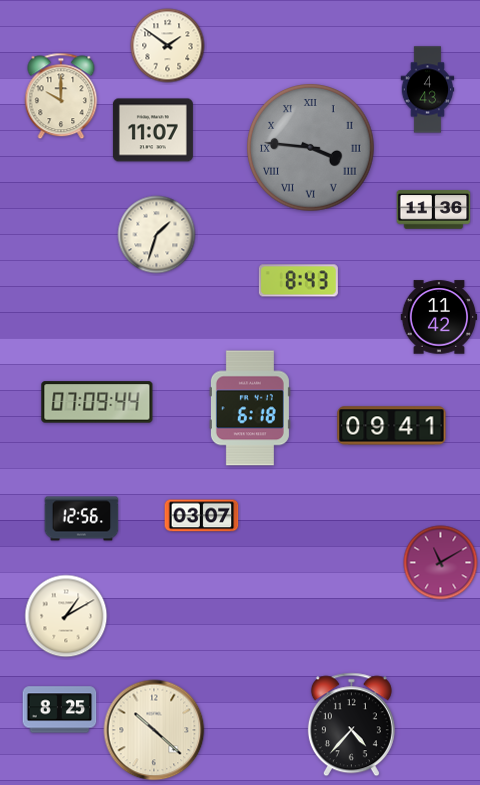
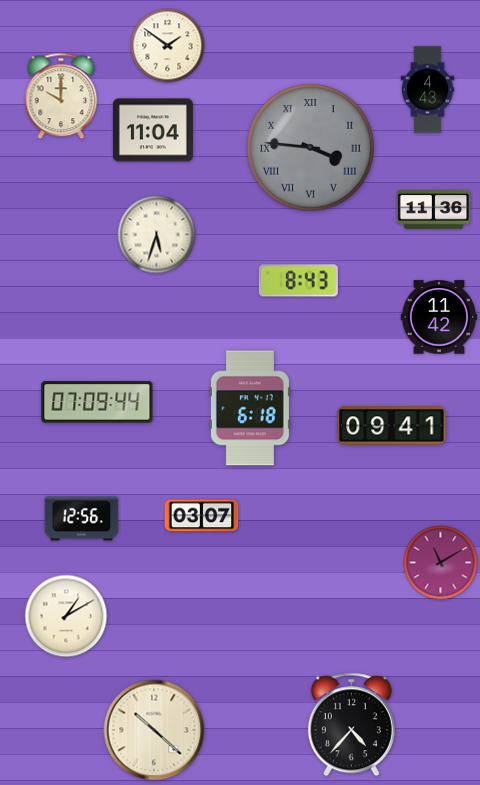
clock at (153, 130): 11:07 -> 11:04
clock at (157, 235): 1:33 -> 5:33
clock at (60, 710): 8:25 -> none
